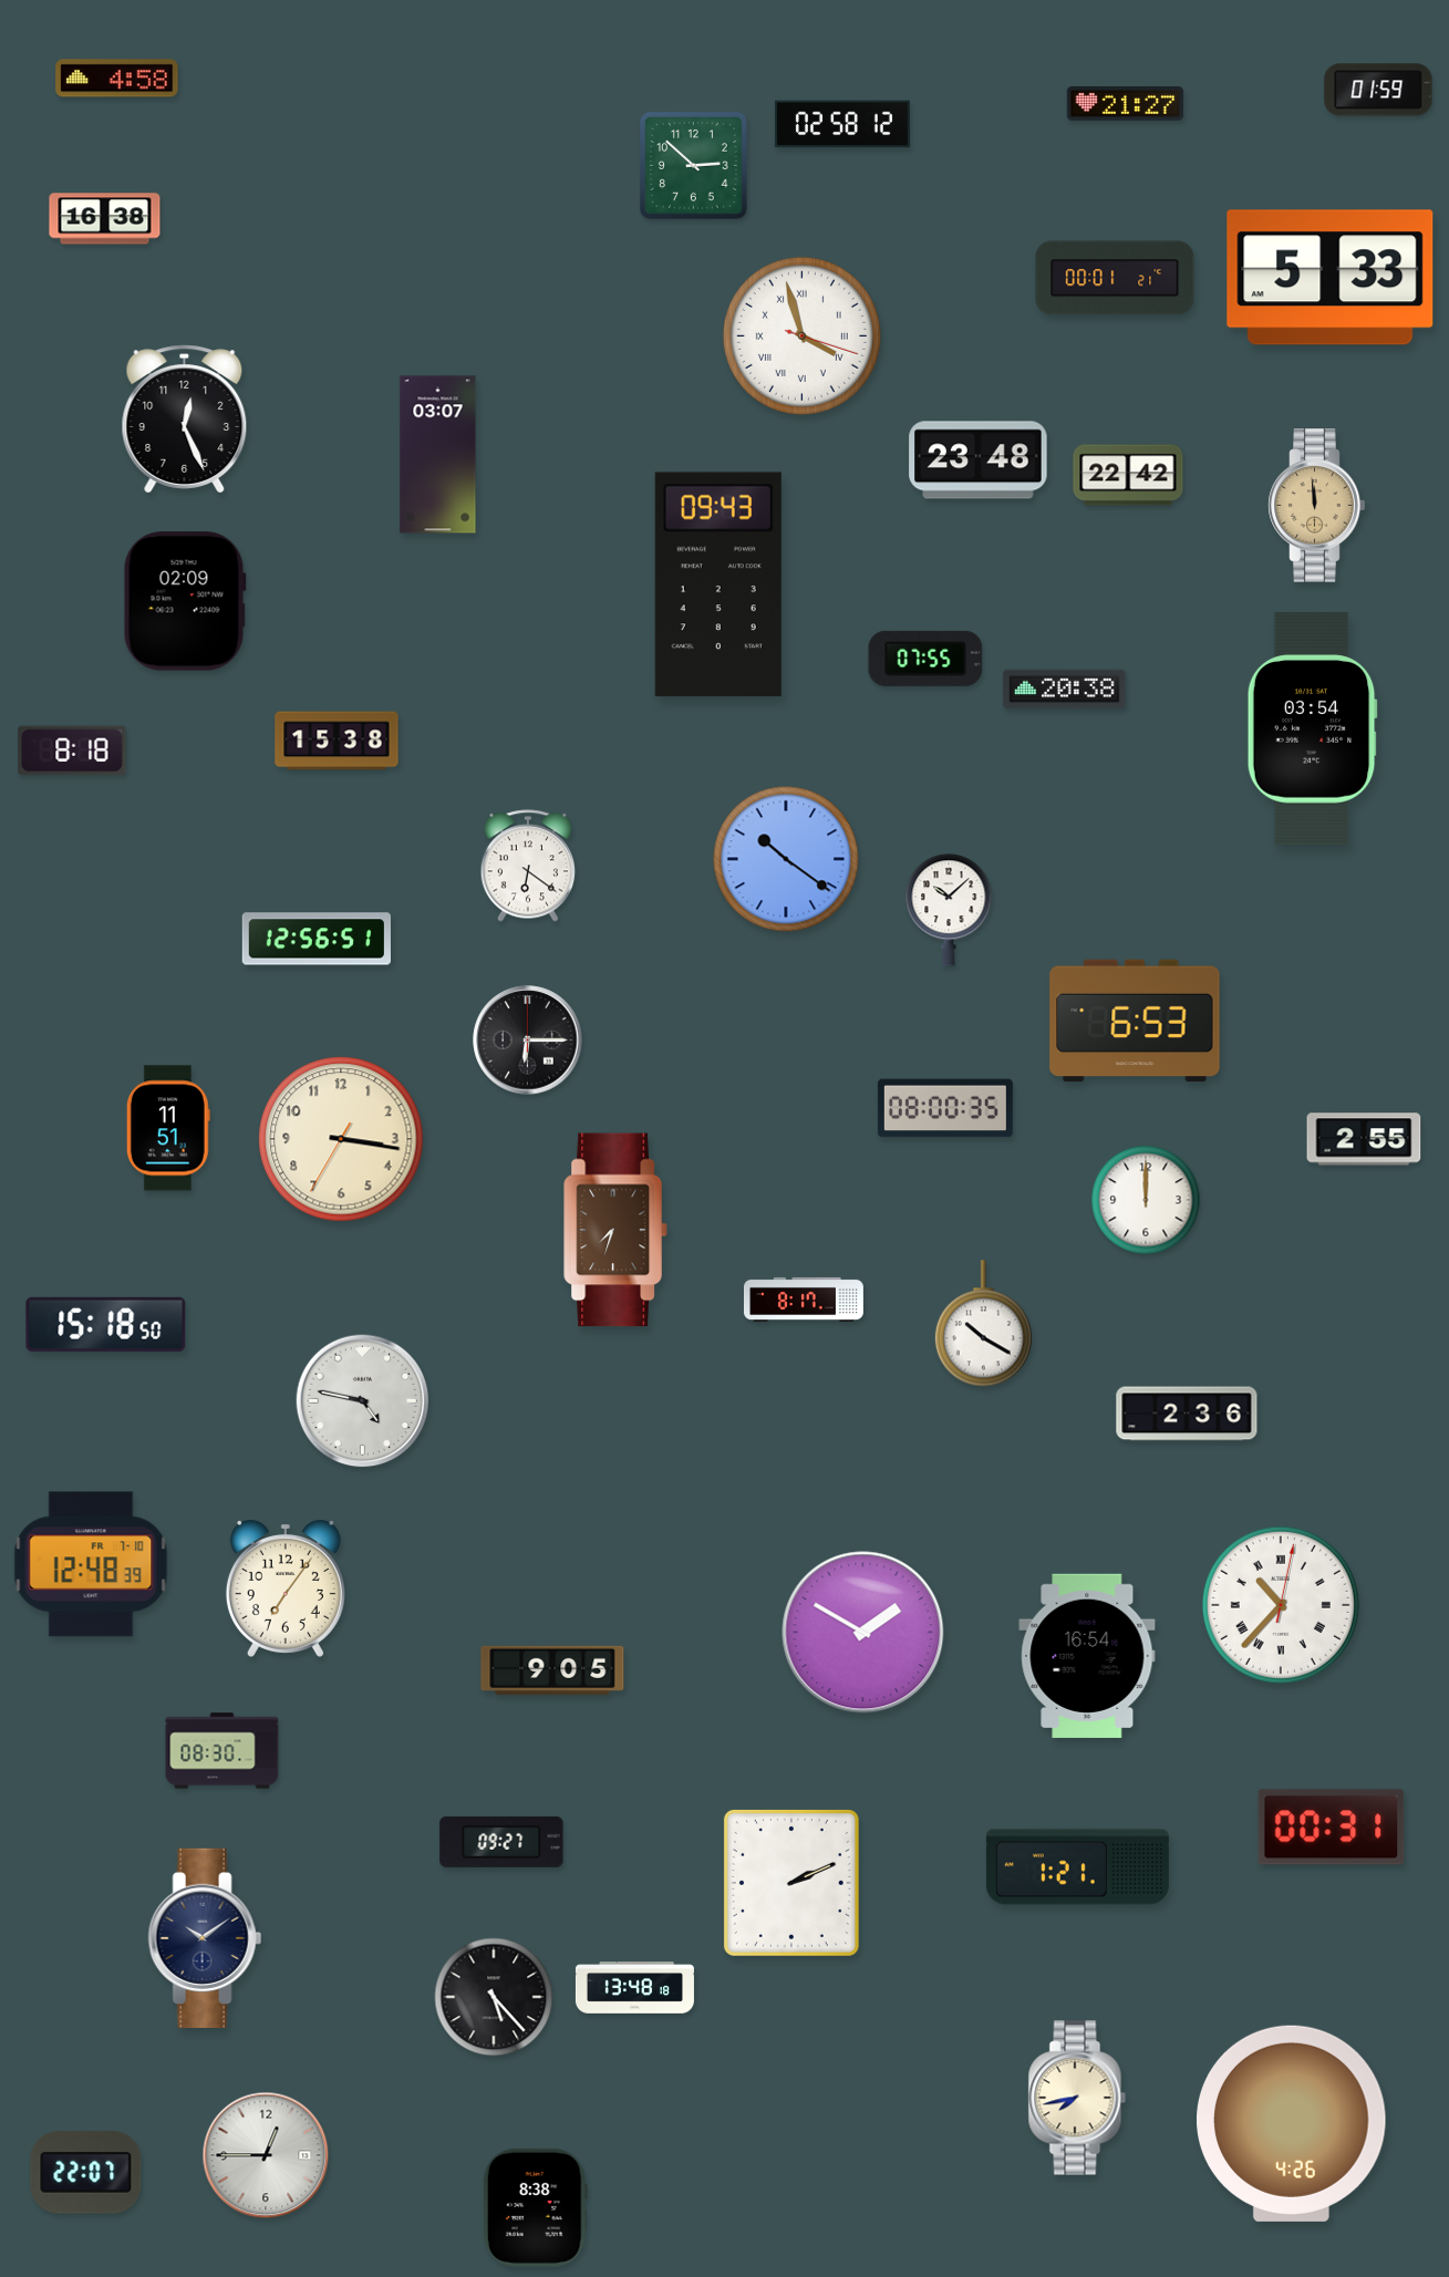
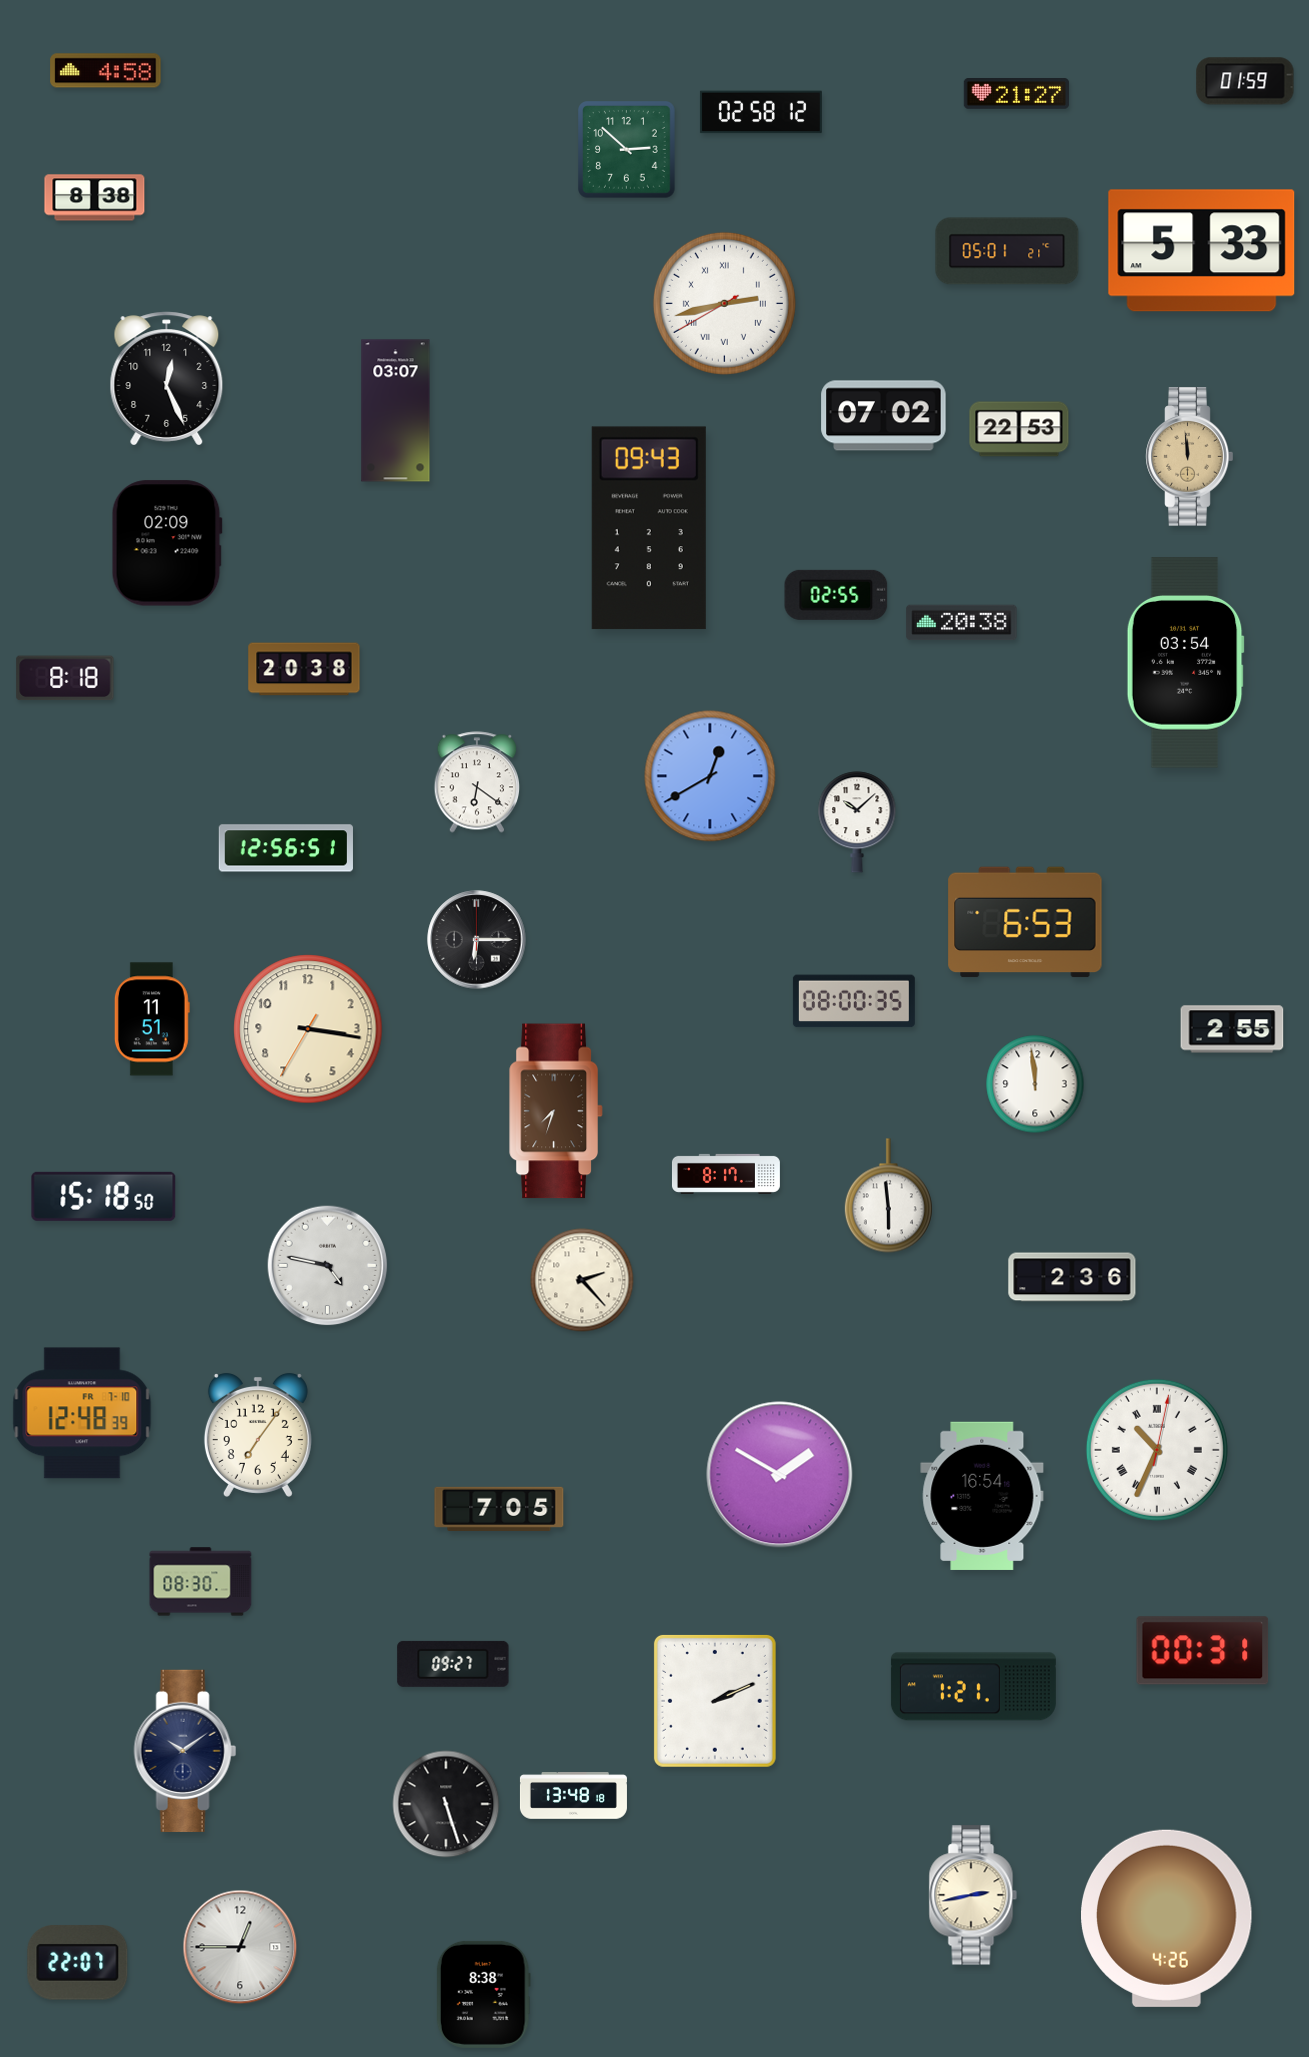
clock at (105, 219): 16:38 -> 8:38
clock at (1115, 278): 00:01 -> 05:01
clock at (801, 335): 3:57 -> 2:42
clock at (979, 460): 23:48 -> 07:02
clock at (1128, 475): 22:42 -> 22:53
clock at (925, 659): 07:55 -> 02:55
clock at (1312, 729) position: (1312, 729) -> (1185, 663)
clock at (337, 741): 15:38 -> 20:38
clock at (786, 859): 10:21 -> 12:40
clock at (1146, 1200): 12:00 -> 11:59
clock at (106, 1324) position: (106, 1324) -> (104, 1196)
clock at (983, 1324): 10:20 -> 5:59
clock at (582, 1280): none -> 2:23
clock at (1281, 1605): 10:37 -> 10:34
clock at (552, 1670): 9:05 -> 7:05
clock at (494, 1997): 5:23 -> 5:27
clock at (1077, 2098): 7:43 -> 2:43
